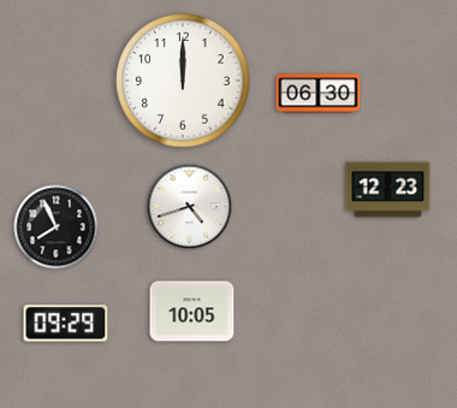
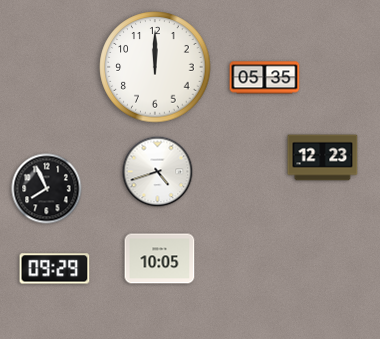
clock at (183, 81) position: (183, 81) -> (155, 67)
clock at (319, 94): 06:30 -> 05:35
